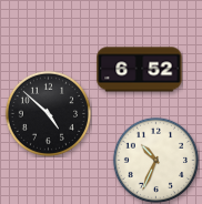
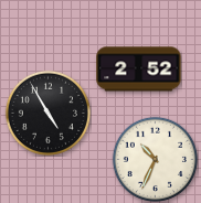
clock at (140, 70): 6:52 -> 2:52
clock at (48, 113): 4:52 -> 4:55
